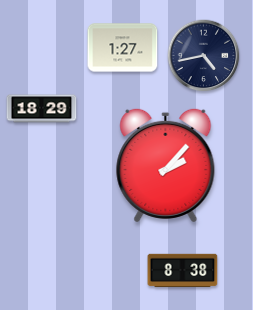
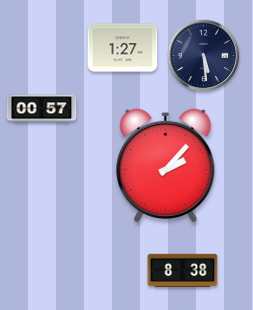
clock at (204, 56): 4:43 -> 5:29
clock at (42, 109): 18:29 -> 00:57
